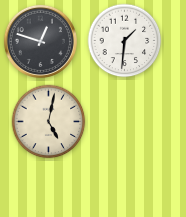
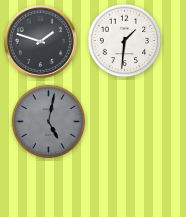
clock at (40, 41): 12:48 -> 1:48
clock at (49, 122) dial: cream -> grey
